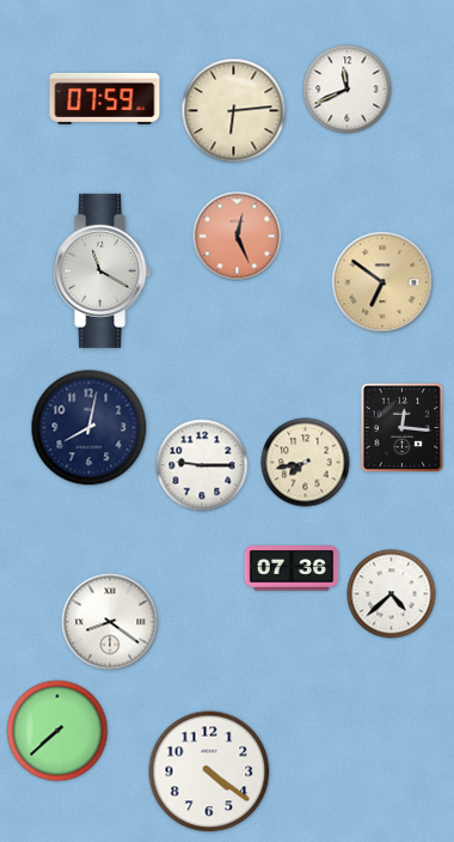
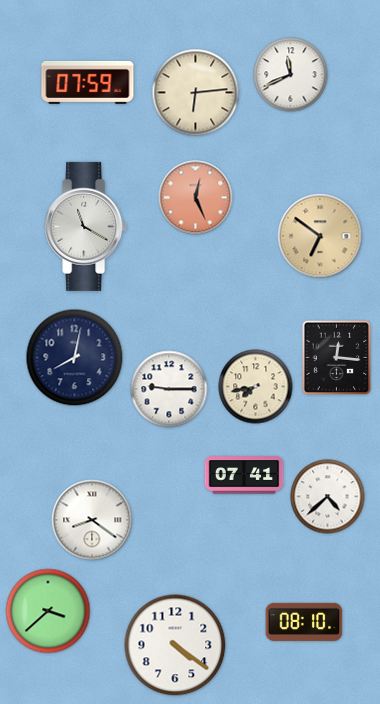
clock at (238, 237) position: (238, 237) -> (196, 198)
clock at (292, 568): 07:36 -> 07:41
clock at (57, 731): 7:38 -> 3:38
clock at (304, 622): none -> 08:10
